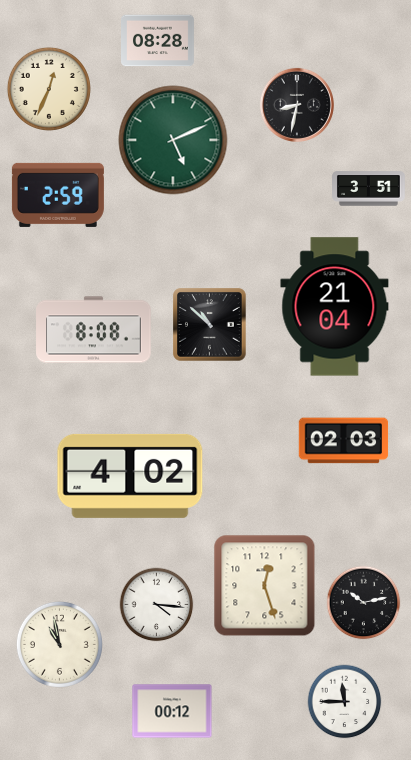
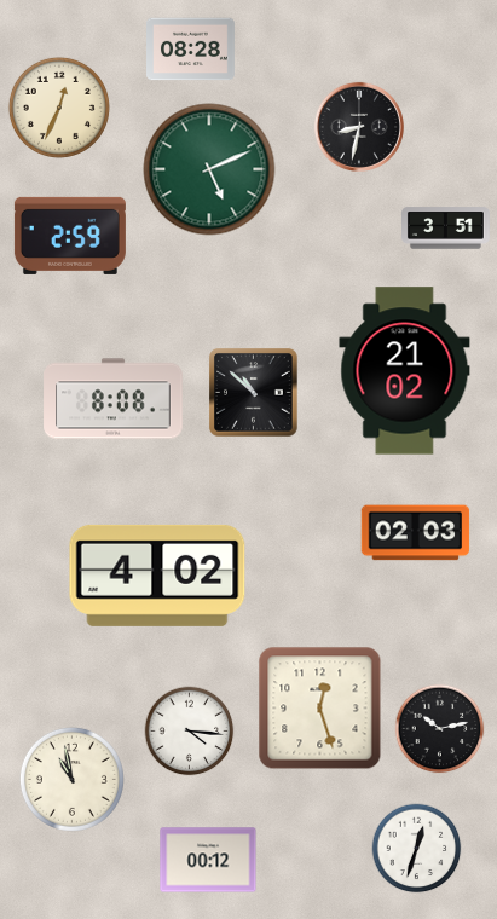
clock at (335, 307): 21:04 -> 21:02
clock at (345, 702): 11:45 -> 12:33
